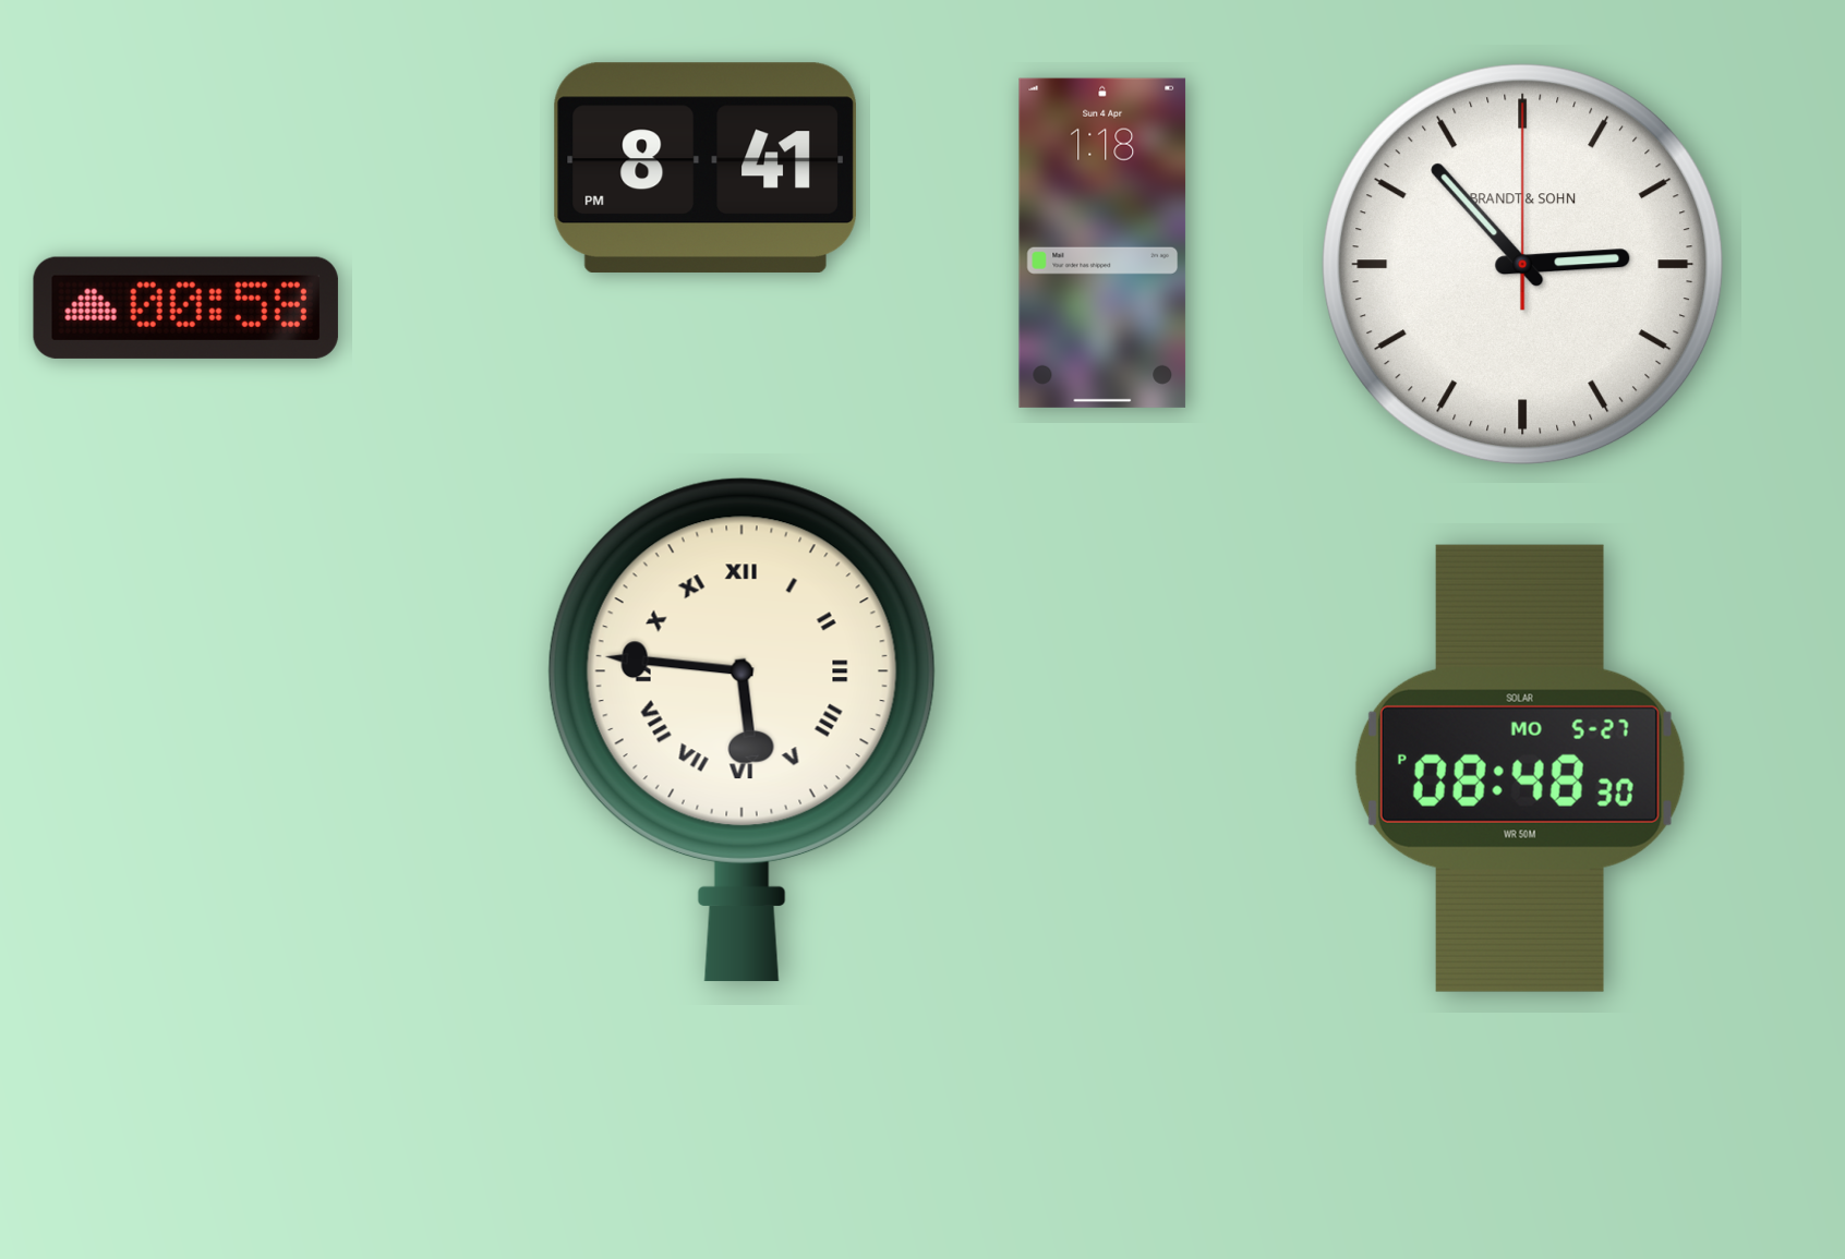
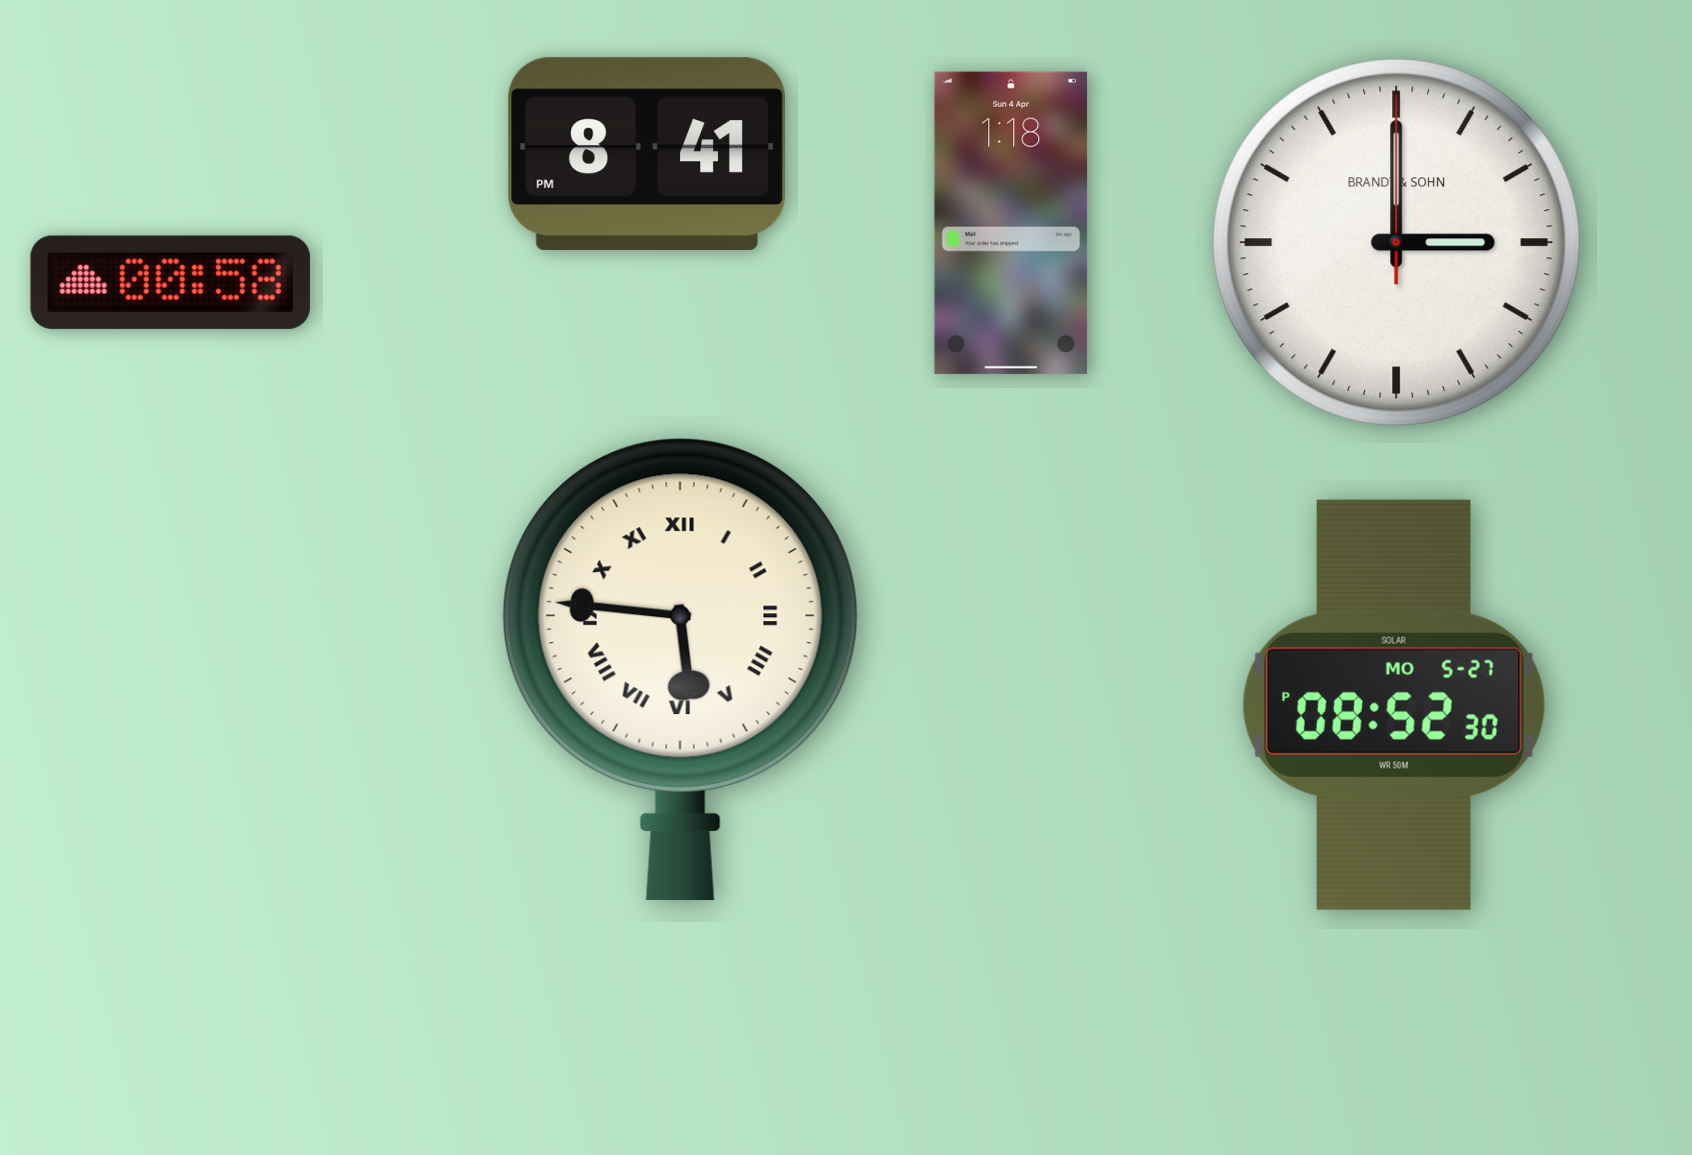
clock at (1523, 265): 2:53 -> 3:00
clock at (1520, 768): 08:48 -> 08:52
